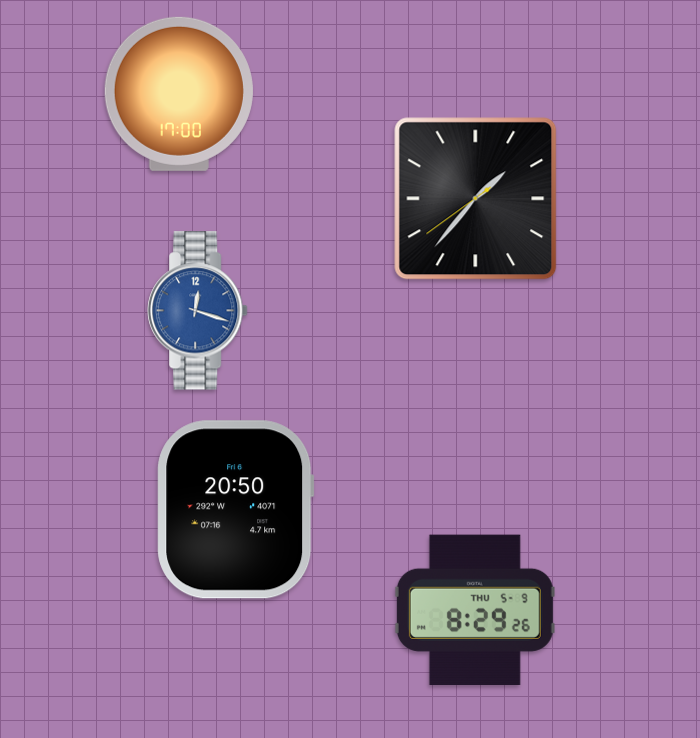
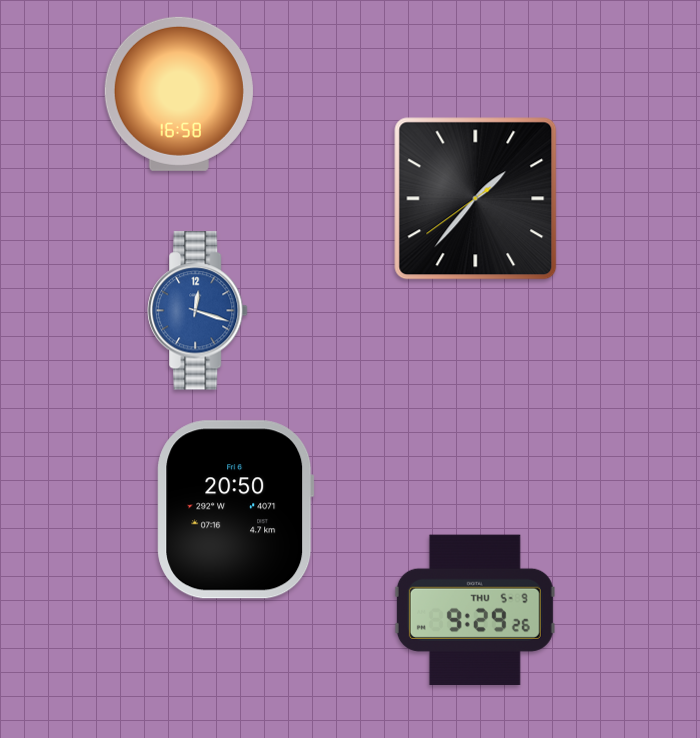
clock at (179, 94): 17:00 -> 16:58
clock at (475, 609): 8:29 -> 9:29
